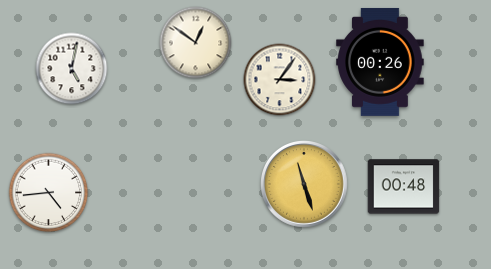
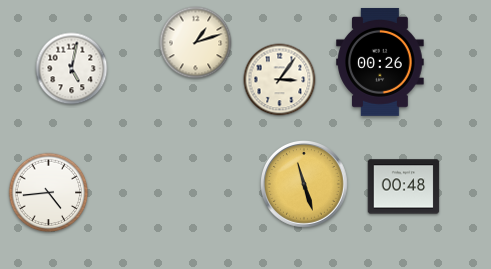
clock at (196, 43): 12:51 -> 1:12
